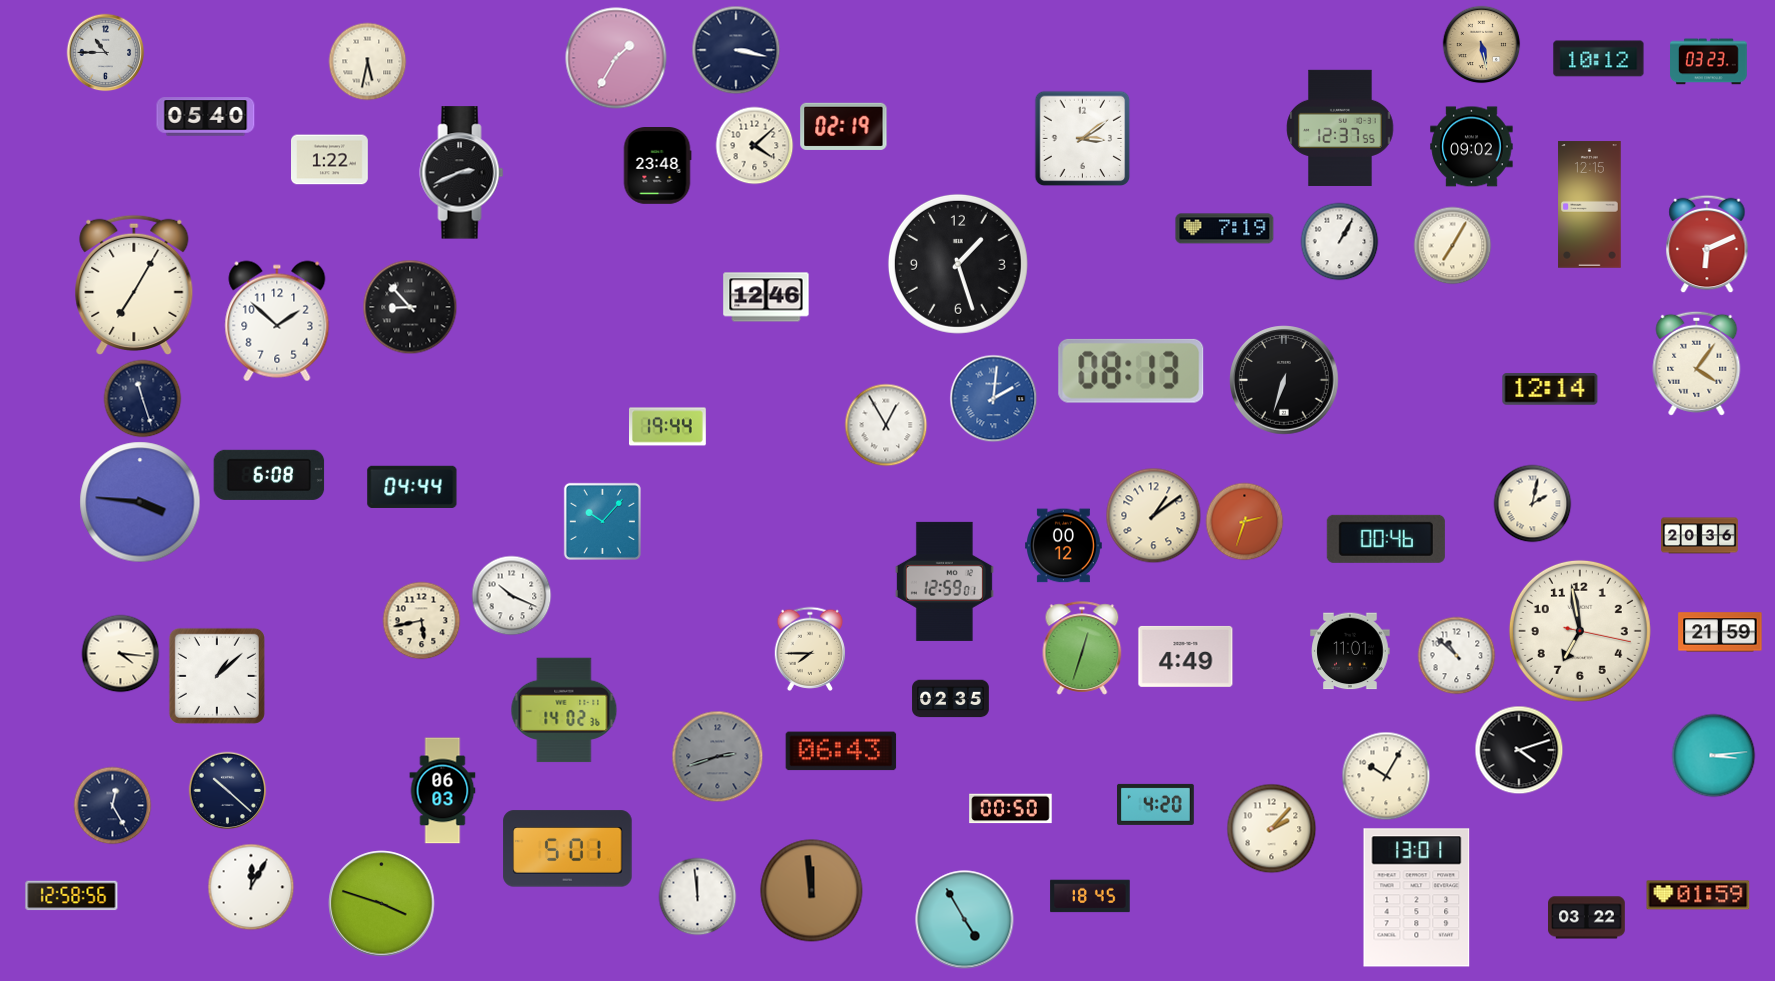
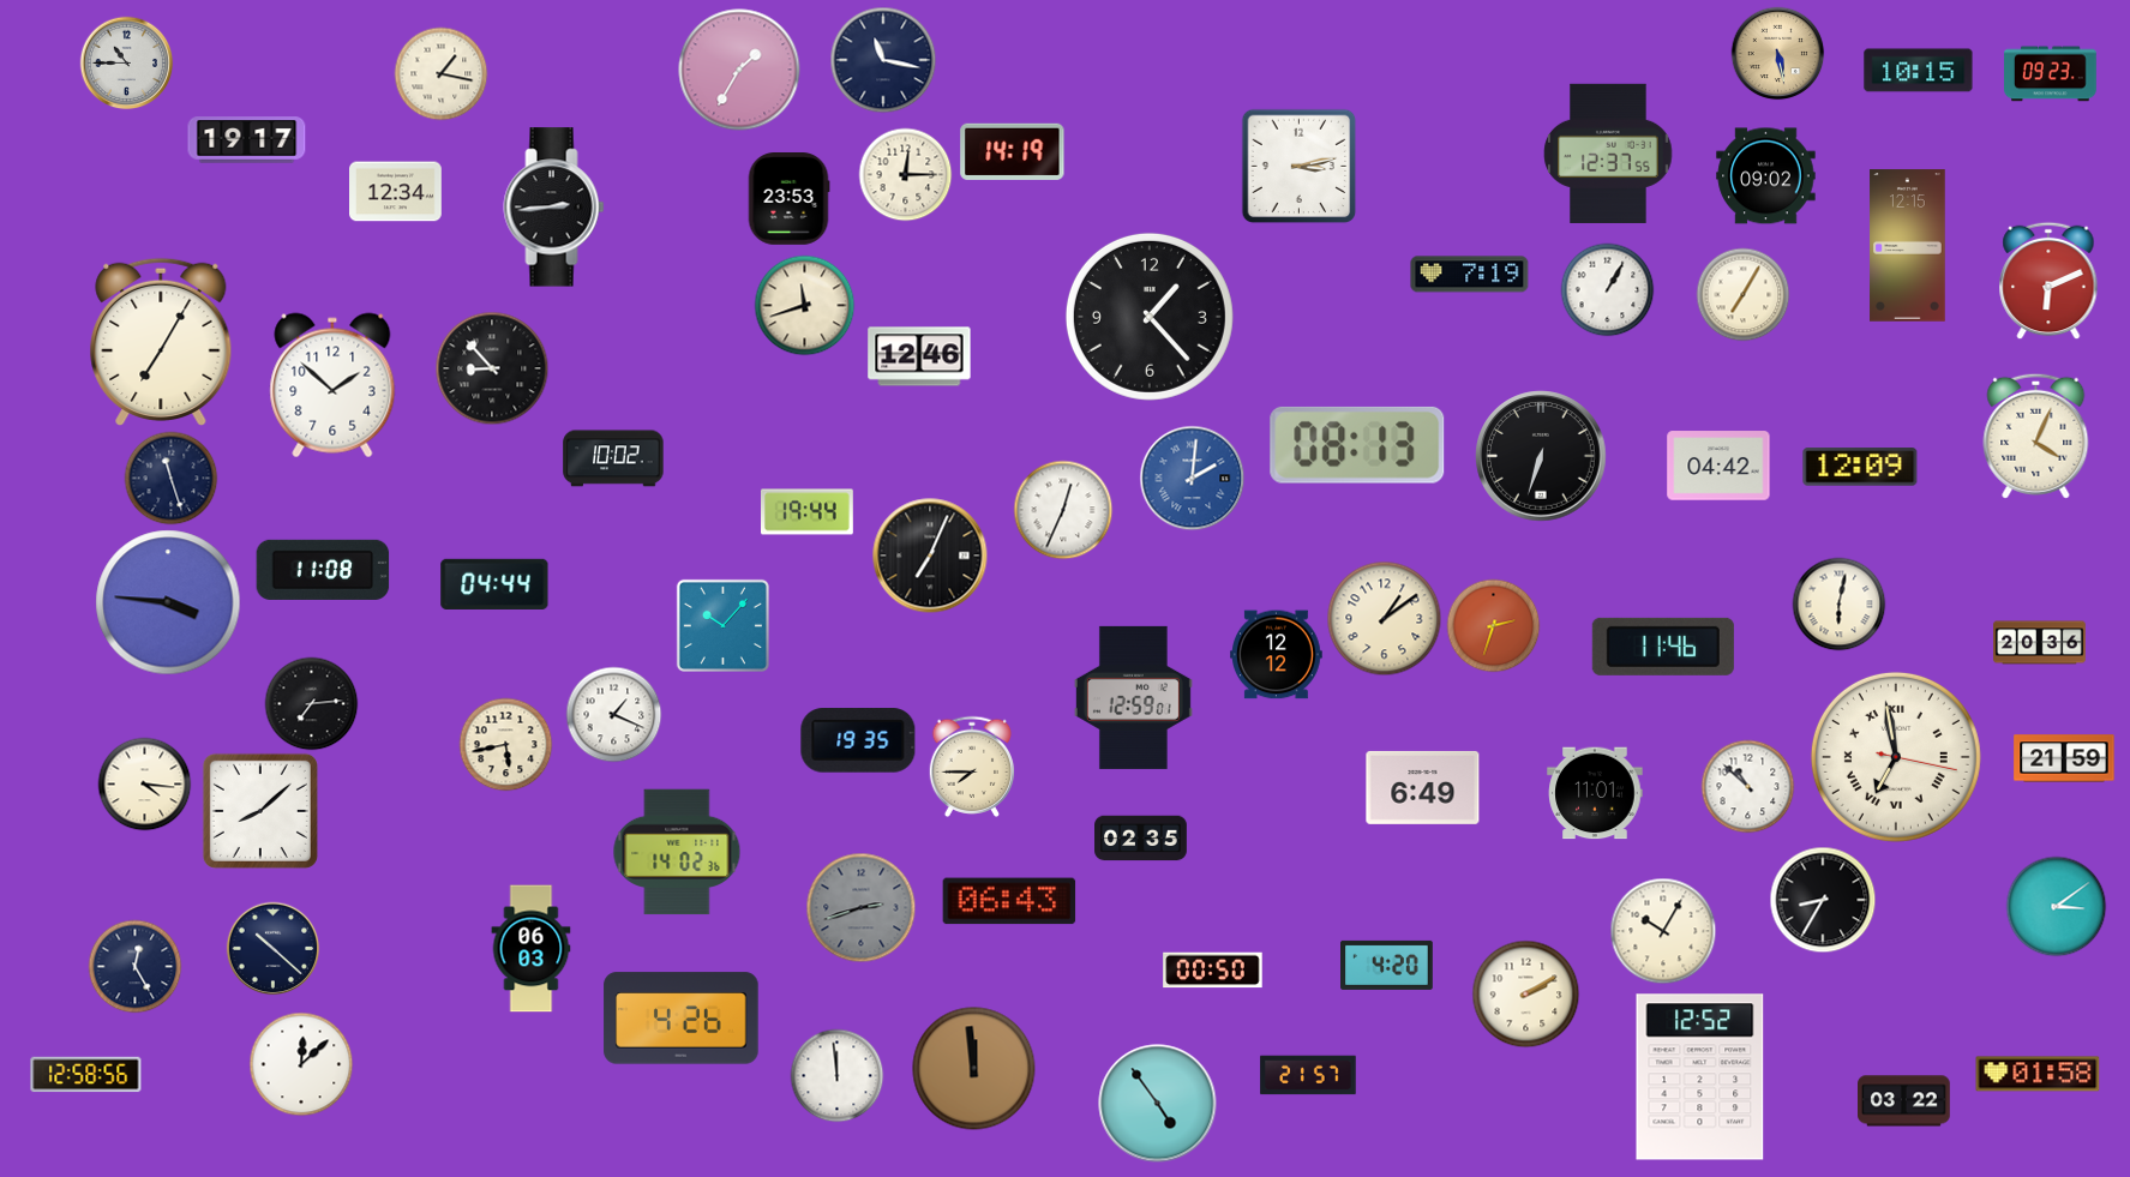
clock at (736, 50): 3:17 -> 11:17
clock at (1599, 59): 10:12 -> 10:15
clock at (367, 61): 5:32 -> 1:17
clock at (1709, 62): 03:23 -> 09:23
clock at (206, 117): 05:40 -> 19:17
clock at (844, 126): 02:19 -> 14:19
clock at (1082, 138): 3:09 -> 3:13
clock at (754, 145): 4:08 -> 12:15
clock at (330, 160): 1:22 -> 12:34
clock at (657, 166): 23:48 -> 23:53
clock at (462, 173): 2:41 -> 2:44
clock at (1707, 244) position: (1707, 244) -> (2048, 281)
clock at (804, 305): none -> 11:42
clock at (958, 264): 1:27 -> 1:23
clock at (1697, 363): 4:06 -> 4:04
clock at (613, 458): none -> 10:02
clock at (1718, 466): none -> 04:42
clock at (1550, 389): 12:14 -> 12:09
clock at (886, 425): 12:55 -> 12:34
clock at (668, 427) position: (668, 427) -> (808, 512)
clock at (930, 556): none -> 7:04
clock at (269, 475): 6:08 -> 11:08
clock at (1532, 503): 2:02 -> 6:02
clock at (1386, 539): 00:46 -> 11:46
clock at (1064, 546): 00:12 -> 12:12
clock at (311, 703): none -> 7:14
clock at (511, 595): 10:19 -> 1:19
clock at (858, 740): none -> 19:35
clock at (1580, 631) numerals: Arabic -> Roman
clock at (1082, 648): 12:33 -> none
clock at (810, 649) position: (810, 649) -> (972, 767)
clock at (1350, 651) position: (1350, 651) -> (1595, 793)
clock at (1186, 656): 4:49 -> 6:49
clock at (217, 676): 1:08 -> 8:08
clock at (1519, 750): 4:12 -> 8:35
clock at (1713, 755): 3:14 -> 3:09
clock at (1271, 828): 2:07 -> 2:10
clock at (568, 849): 5:01 -> 4:26
clock at (251, 887): 12:05 -> 12:08
clock at (1698, 895): 01:59 -> 01:58
clock at (1090, 896): 18:45 -> 21:57
clock at (1417, 898): 13:01 -> 12:52
clock at (382, 904): 3:48 -> none
clock at (965, 920): 4:55 -> 4:54
